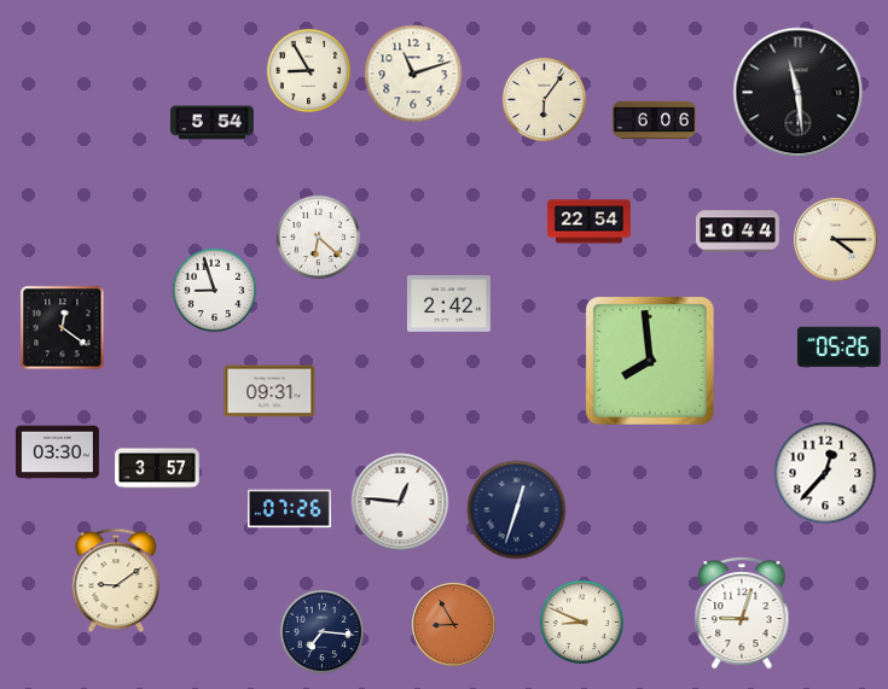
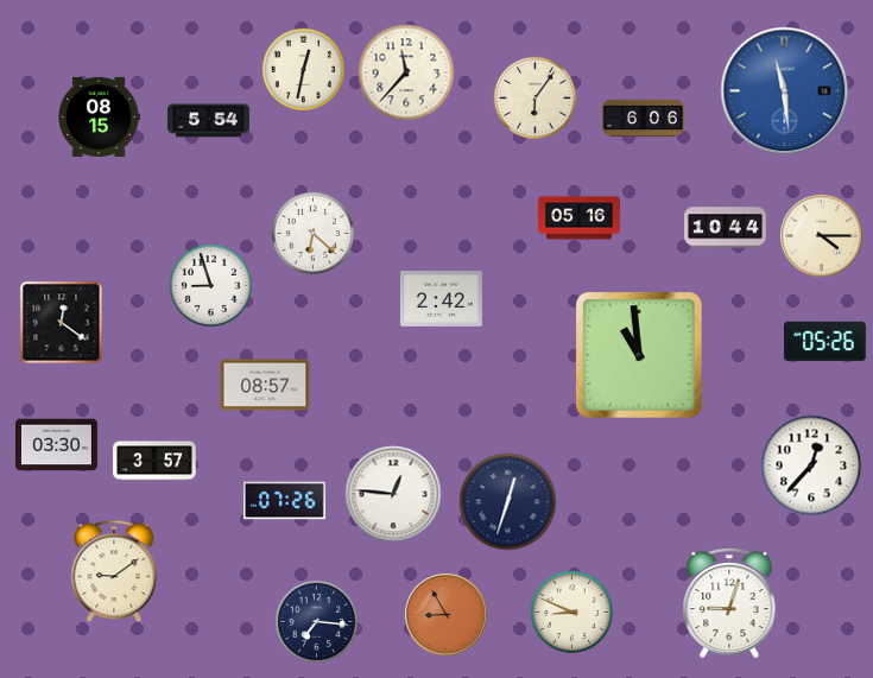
clock at (309, 71): 8:55 -> 12:32
clock at (413, 74): 11:12 -> 11:37
clock at (799, 93) dial: black -> blue
clock at (99, 116): none -> 08:15
clock at (588, 222): 22:54 -> 05:16
clock at (650, 361): 7:59 -> 10:59
clock at (269, 391): 09:31 -> 08:57
